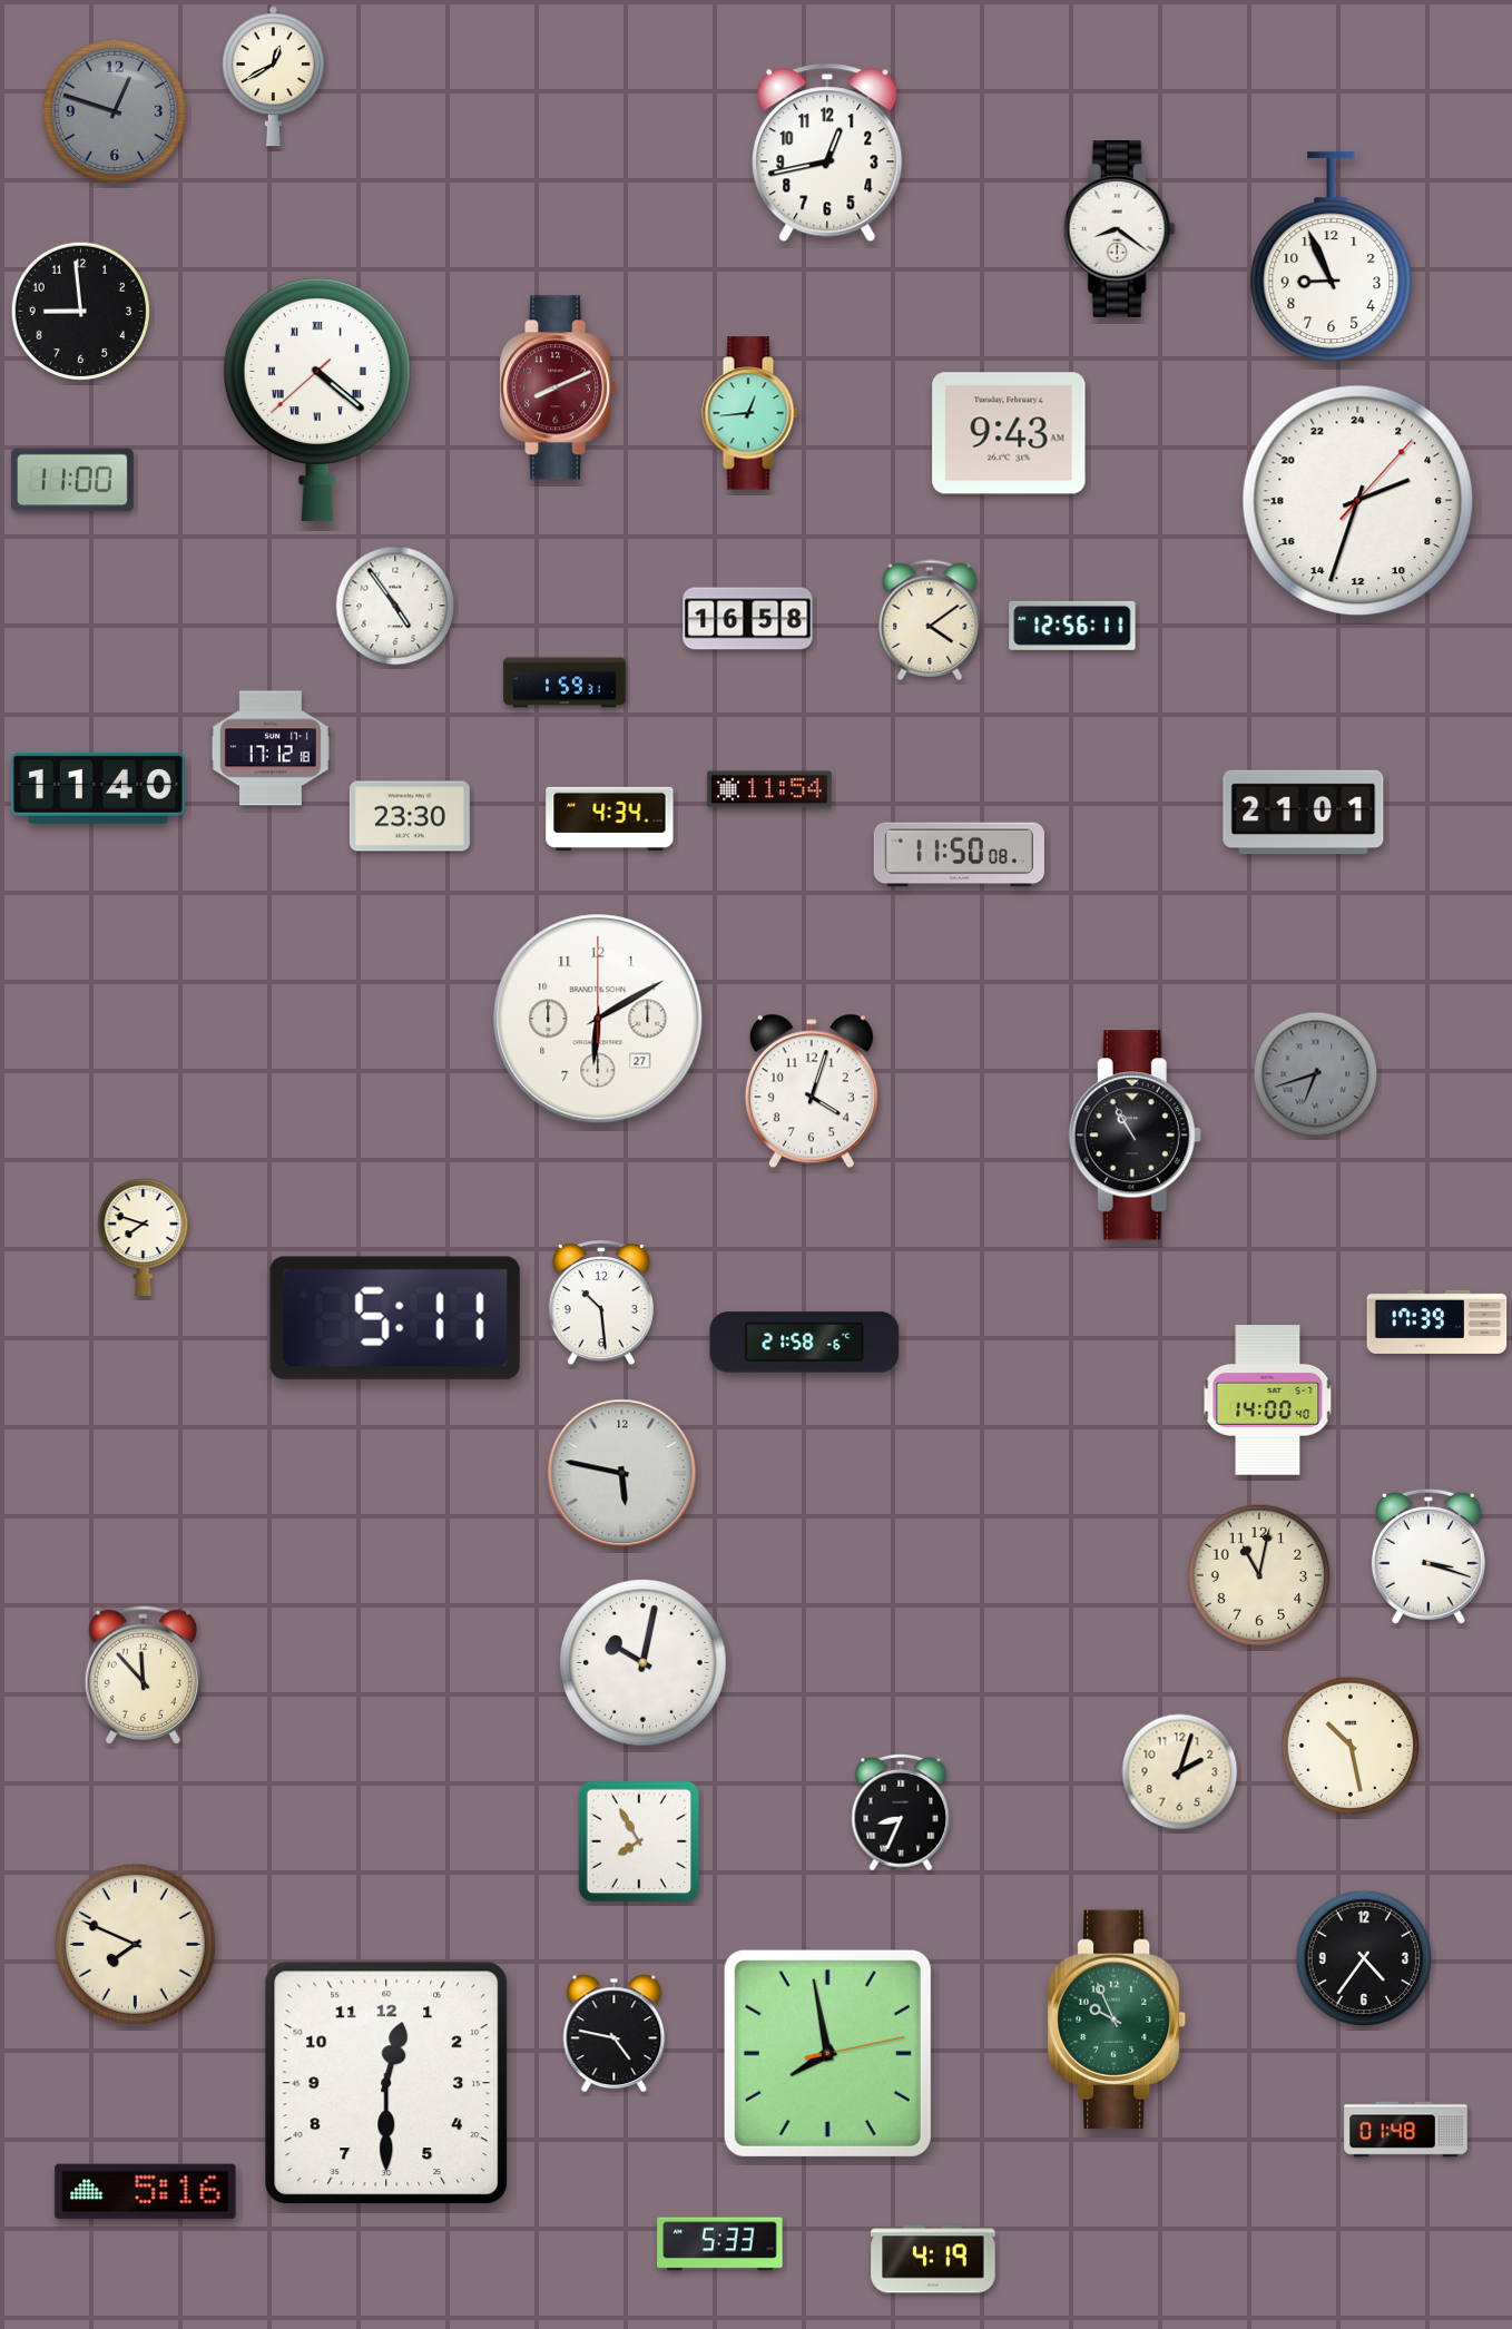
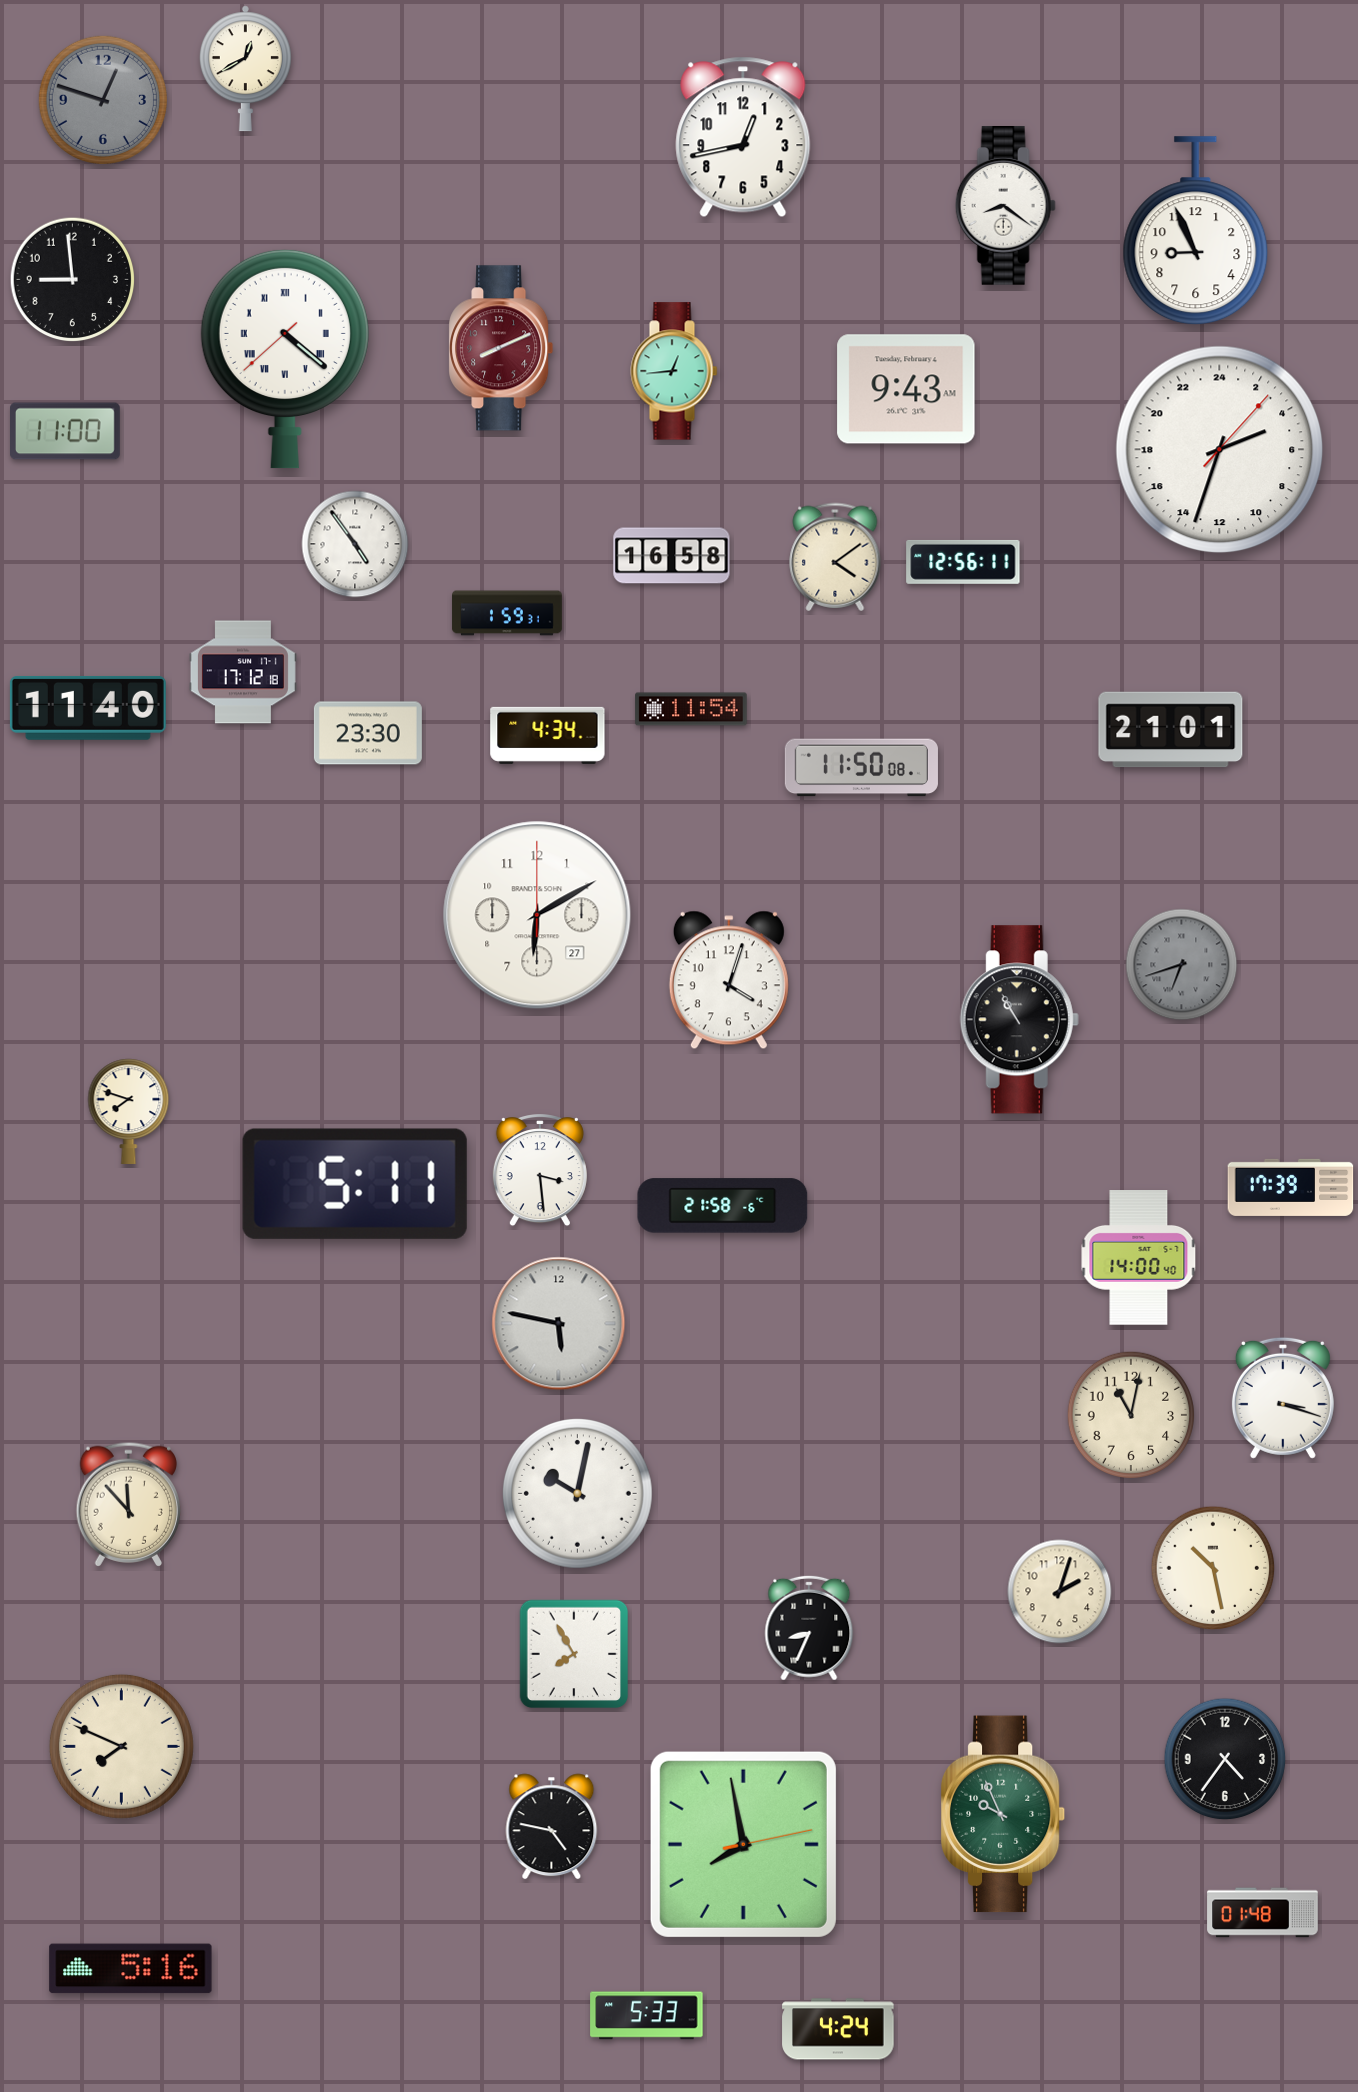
clock at (601, 1304): 10:29 -> 3:29
clock at (386, 2083): 12:30 -> none
clock at (933, 2259): 4:19 -> 4:24
